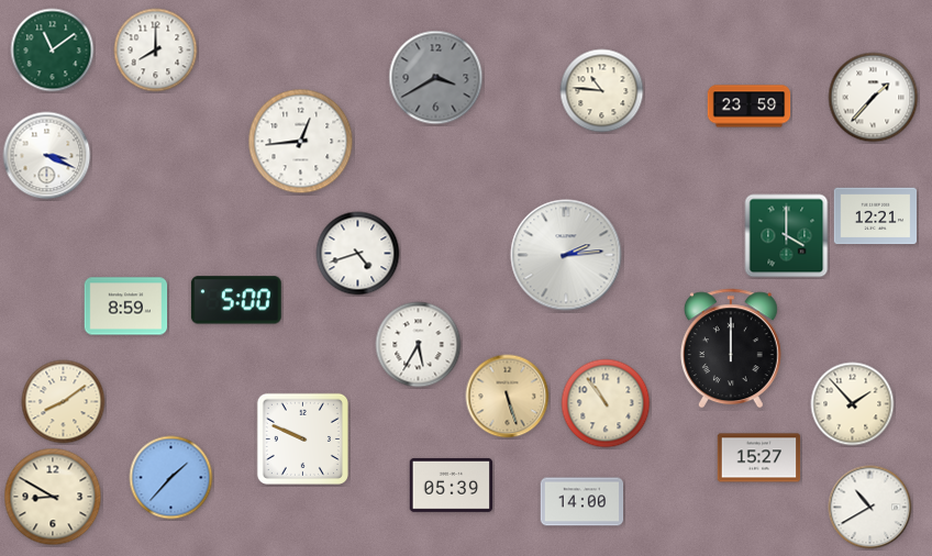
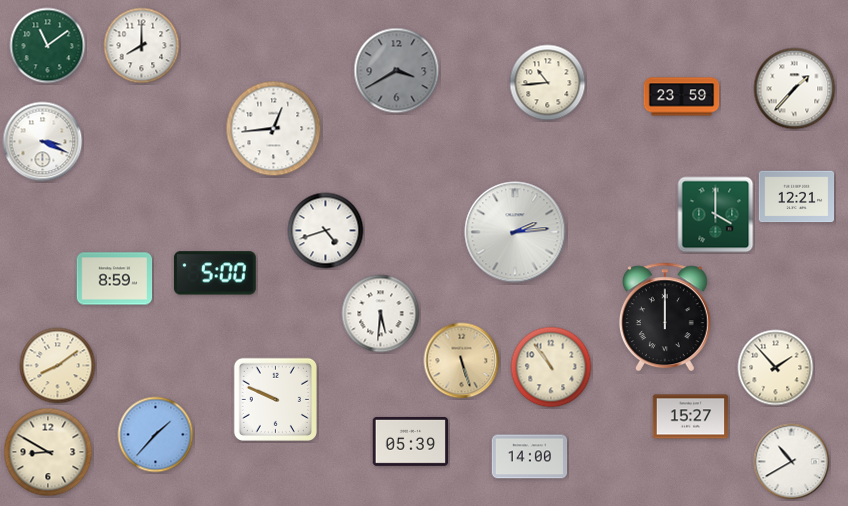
clock at (602, 91): 10:46 -> 10:44
clock at (419, 345): 5:35 -> 5:31
